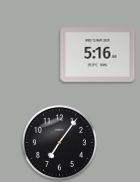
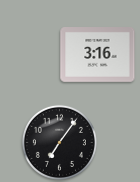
clock at (98, 55): 5:16 -> 3:16
